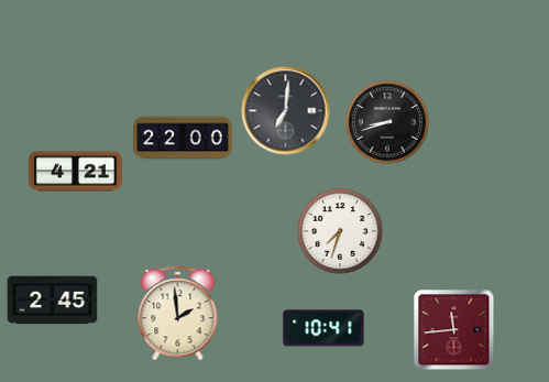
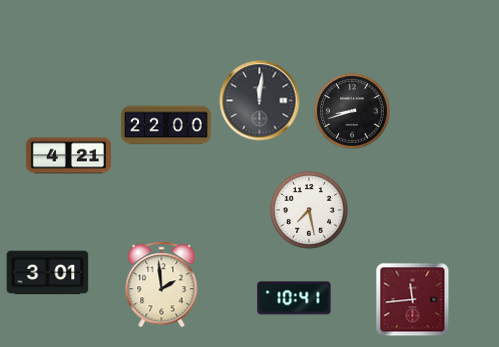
clock at (286, 111): 7:01 -> 12:01
clock at (340, 231): 7:33 -> 7:28
clock at (53, 301): 2:45 -> 3:01
